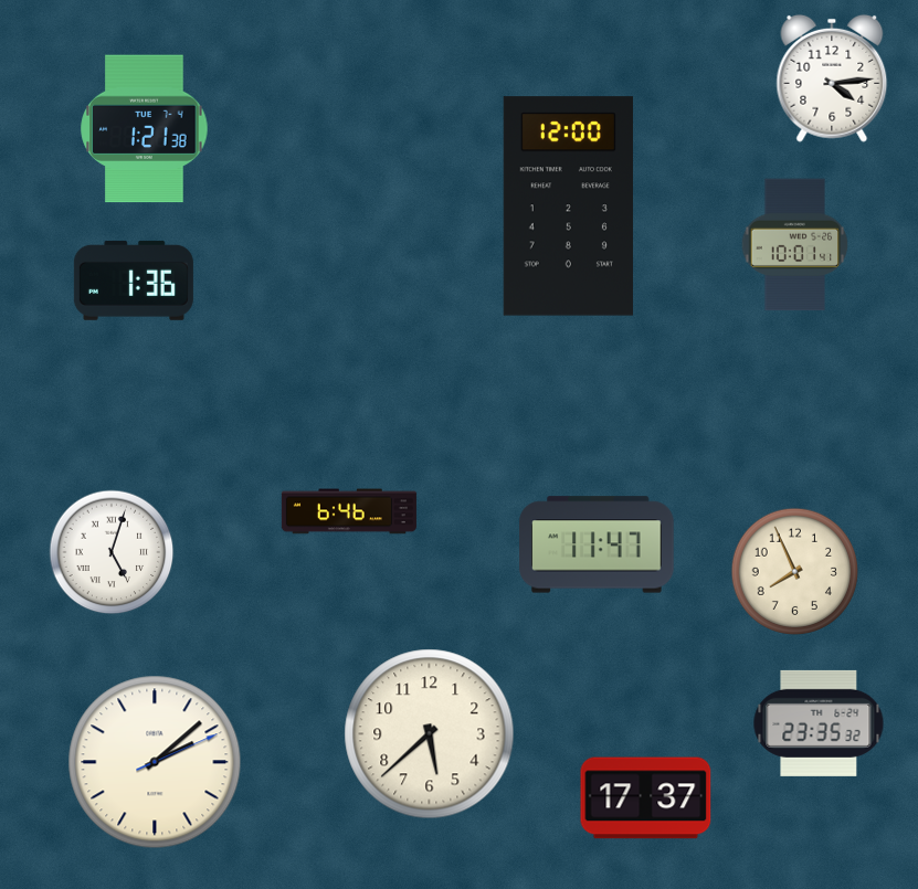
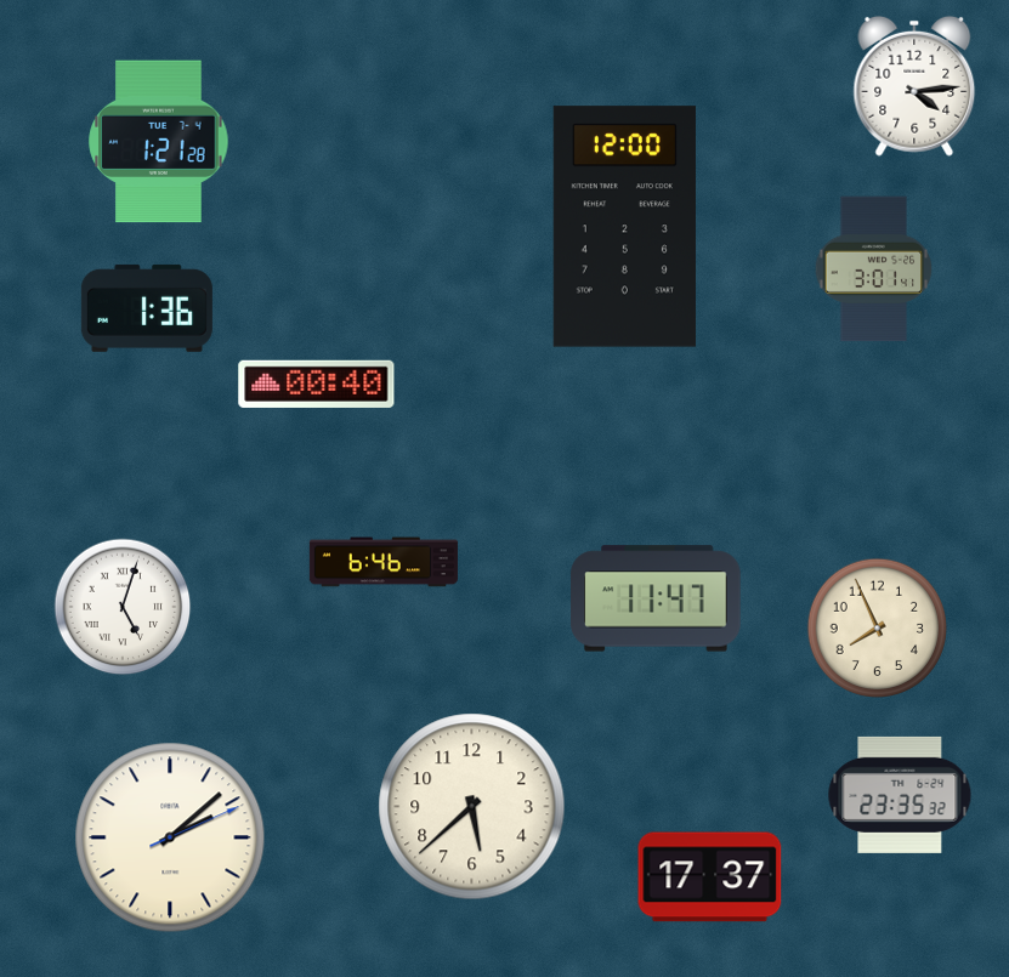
clock at (145, 129): 1:21:38 -> 1:21:28
clock at (795, 245): 10:01 -> 3:01
clock at (317, 384): none -> 00:40
clock at (794, 571) position: (794, 571) -> (877, 627)
